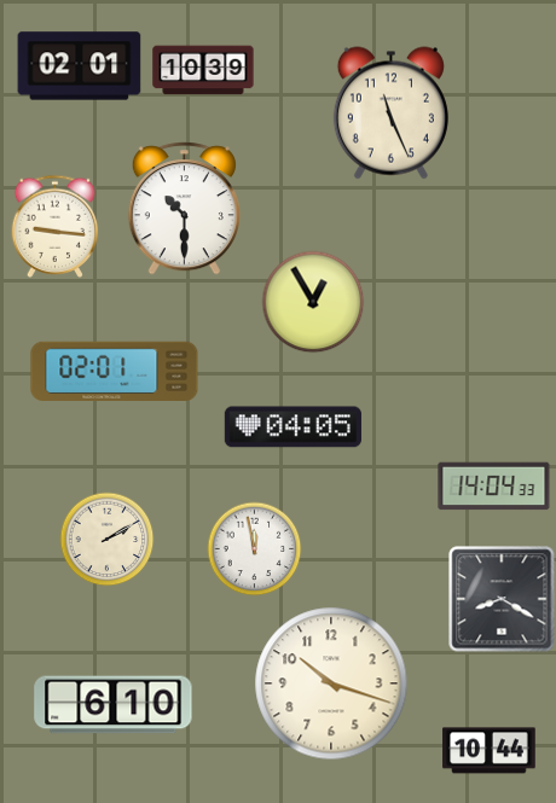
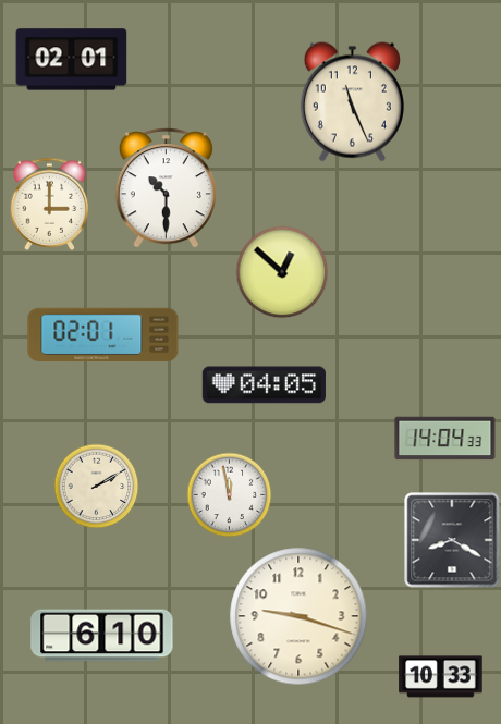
clock at (203, 70): 10:39 -> none
clock at (56, 226): 9:16 -> 3:00
clock at (313, 302): 12:55 -> 12:52
clock at (331, 683): 10:18 -> 9:18
clock at (490, 751): 10:44 -> 10:33
